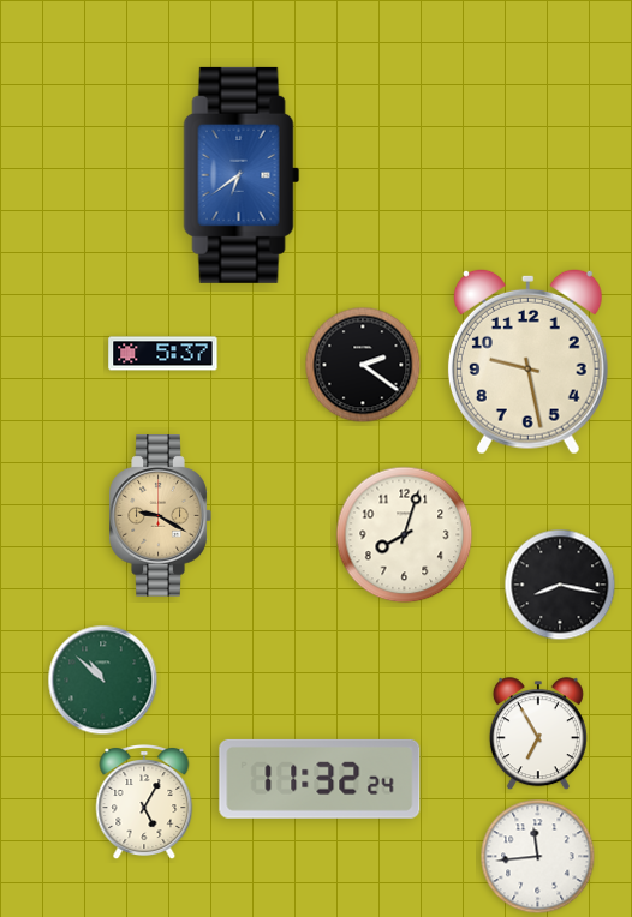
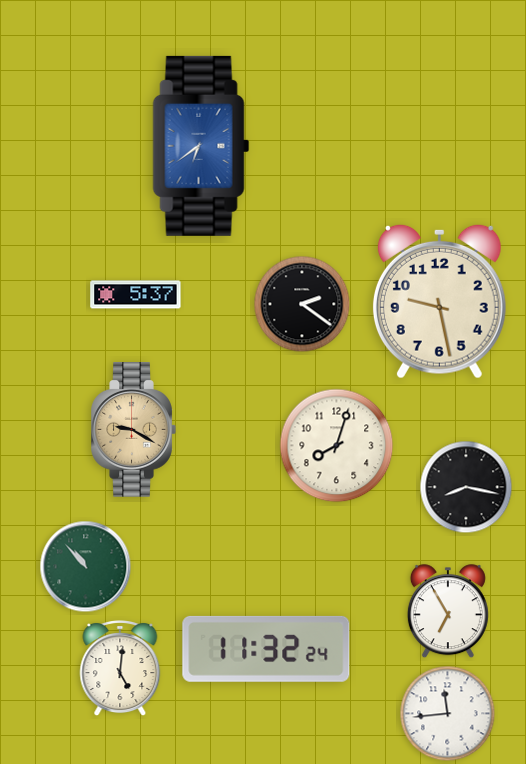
clock at (103, 681): 10:52 -> 10:53
clock at (144, 803): 5:05 -> 5:01
